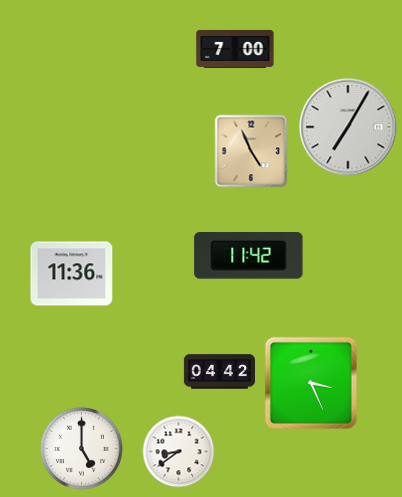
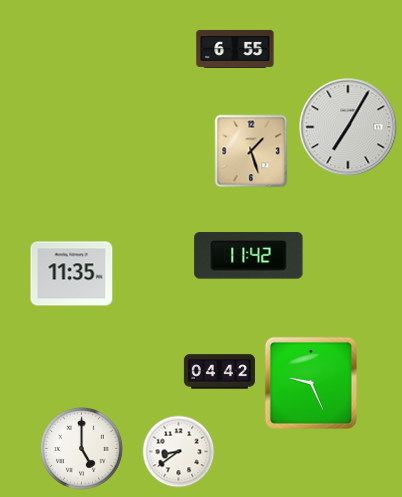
clock at (235, 49): 7:00 -> 6:55
clock at (251, 151): 4:56 -> 1:27
clock at (72, 274): 11:36 -> 11:35
clock at (311, 383): 3:26 -> 9:26
